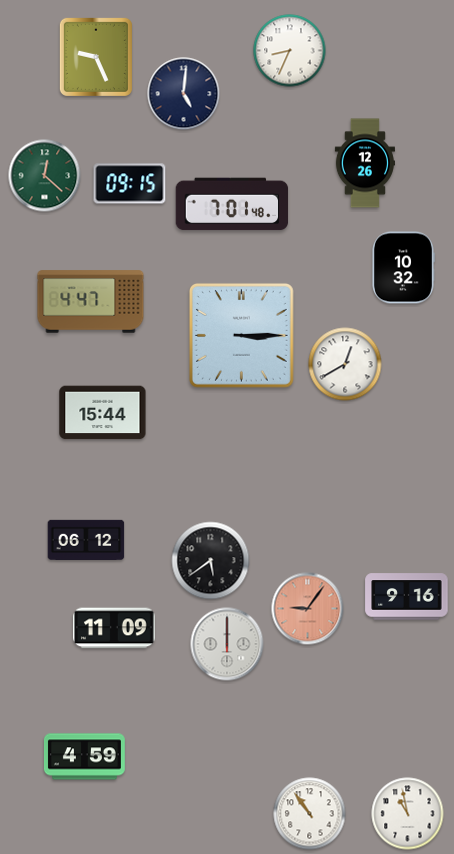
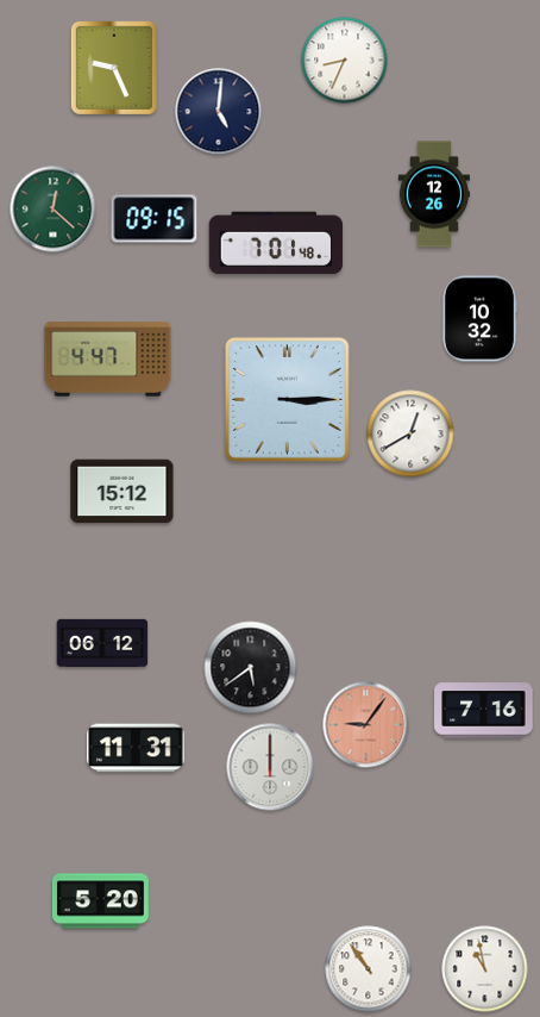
clock at (103, 413): 15:44 -> 15:12
clock at (407, 597): 9:16 -> 7:16
clock at (114, 628): 11:09 -> 11:31
clock at (84, 757): 4:59 -> 5:20
